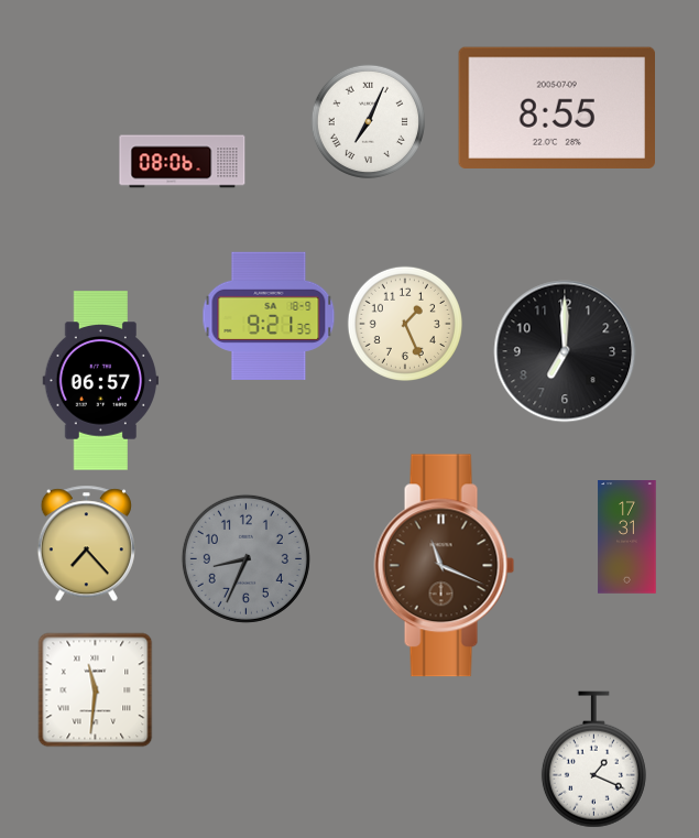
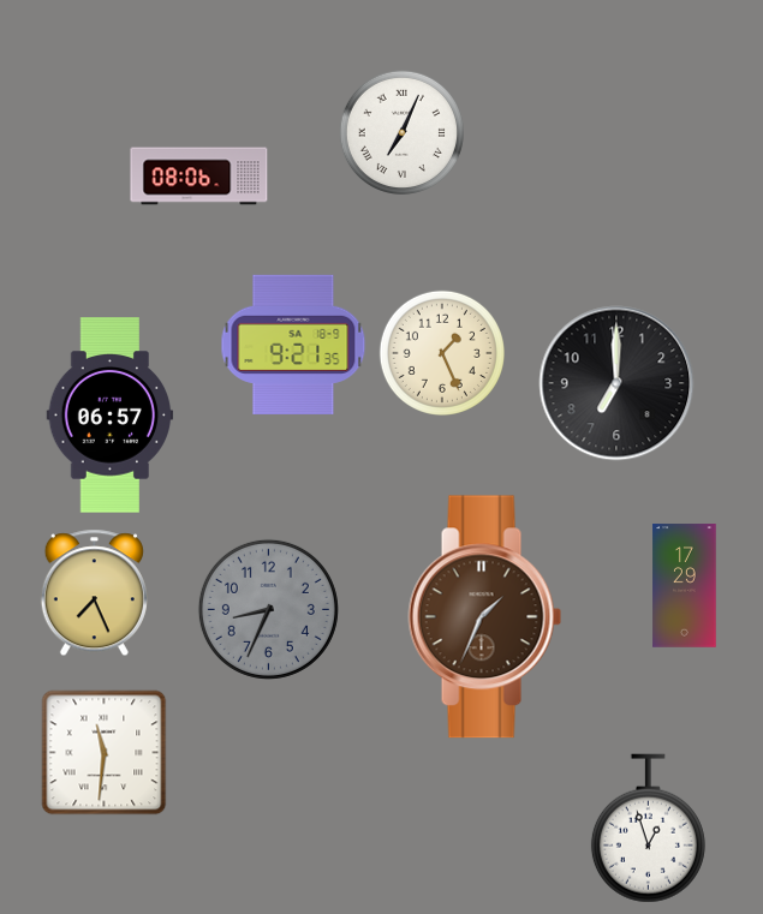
clock at (556, 108): 8:55 -> none
clock at (627, 537): 17:31 -> 17:29
clock at (86, 544): 7:23 -> 7:26
clock at (445, 566): 11:19 -> 1:34
clock at (593, 760): 1:19 -> 12:57
